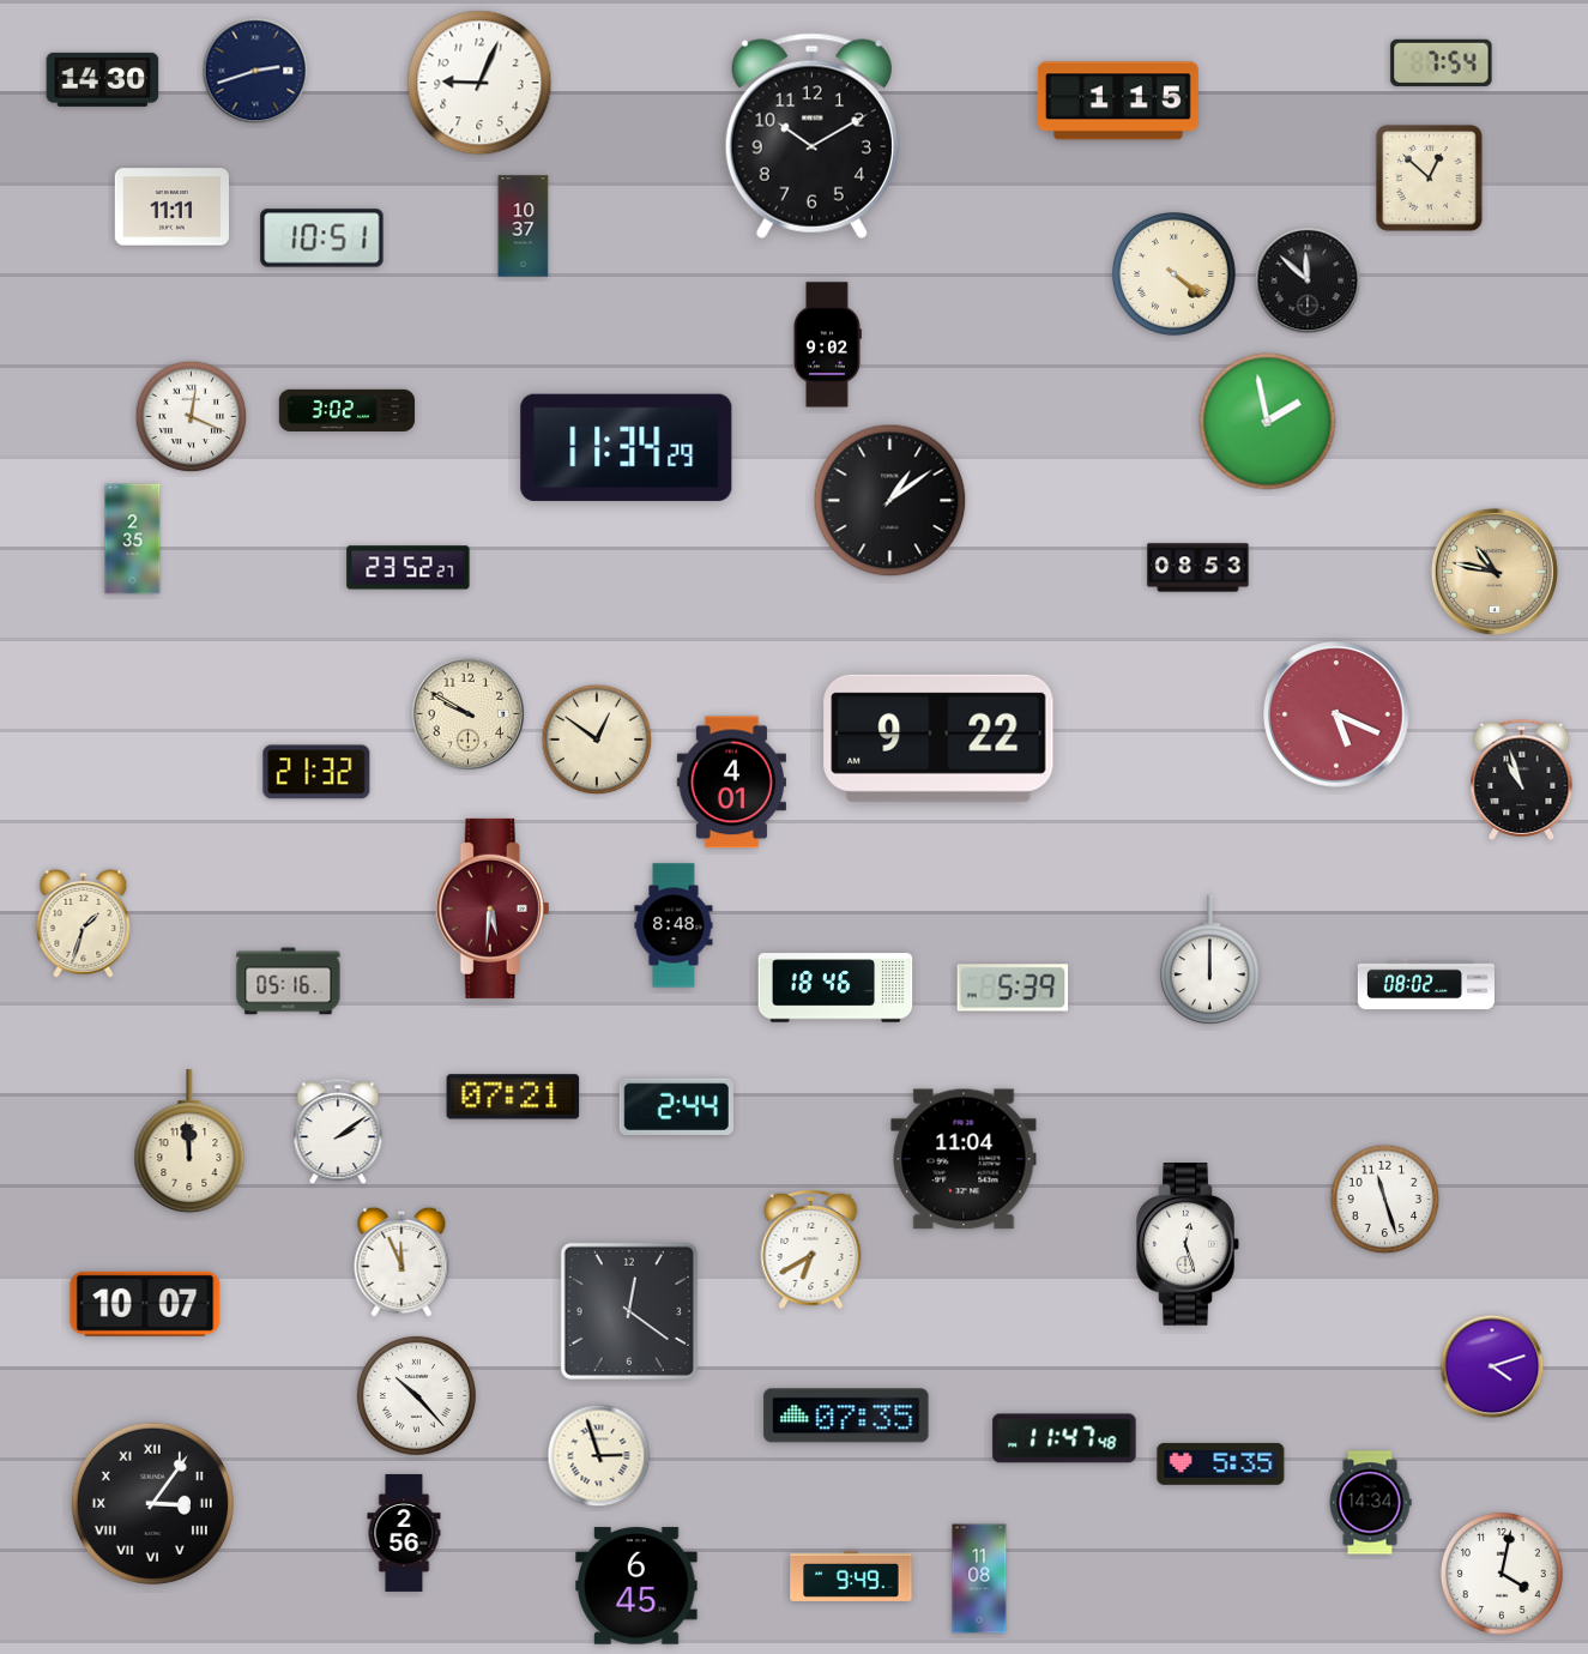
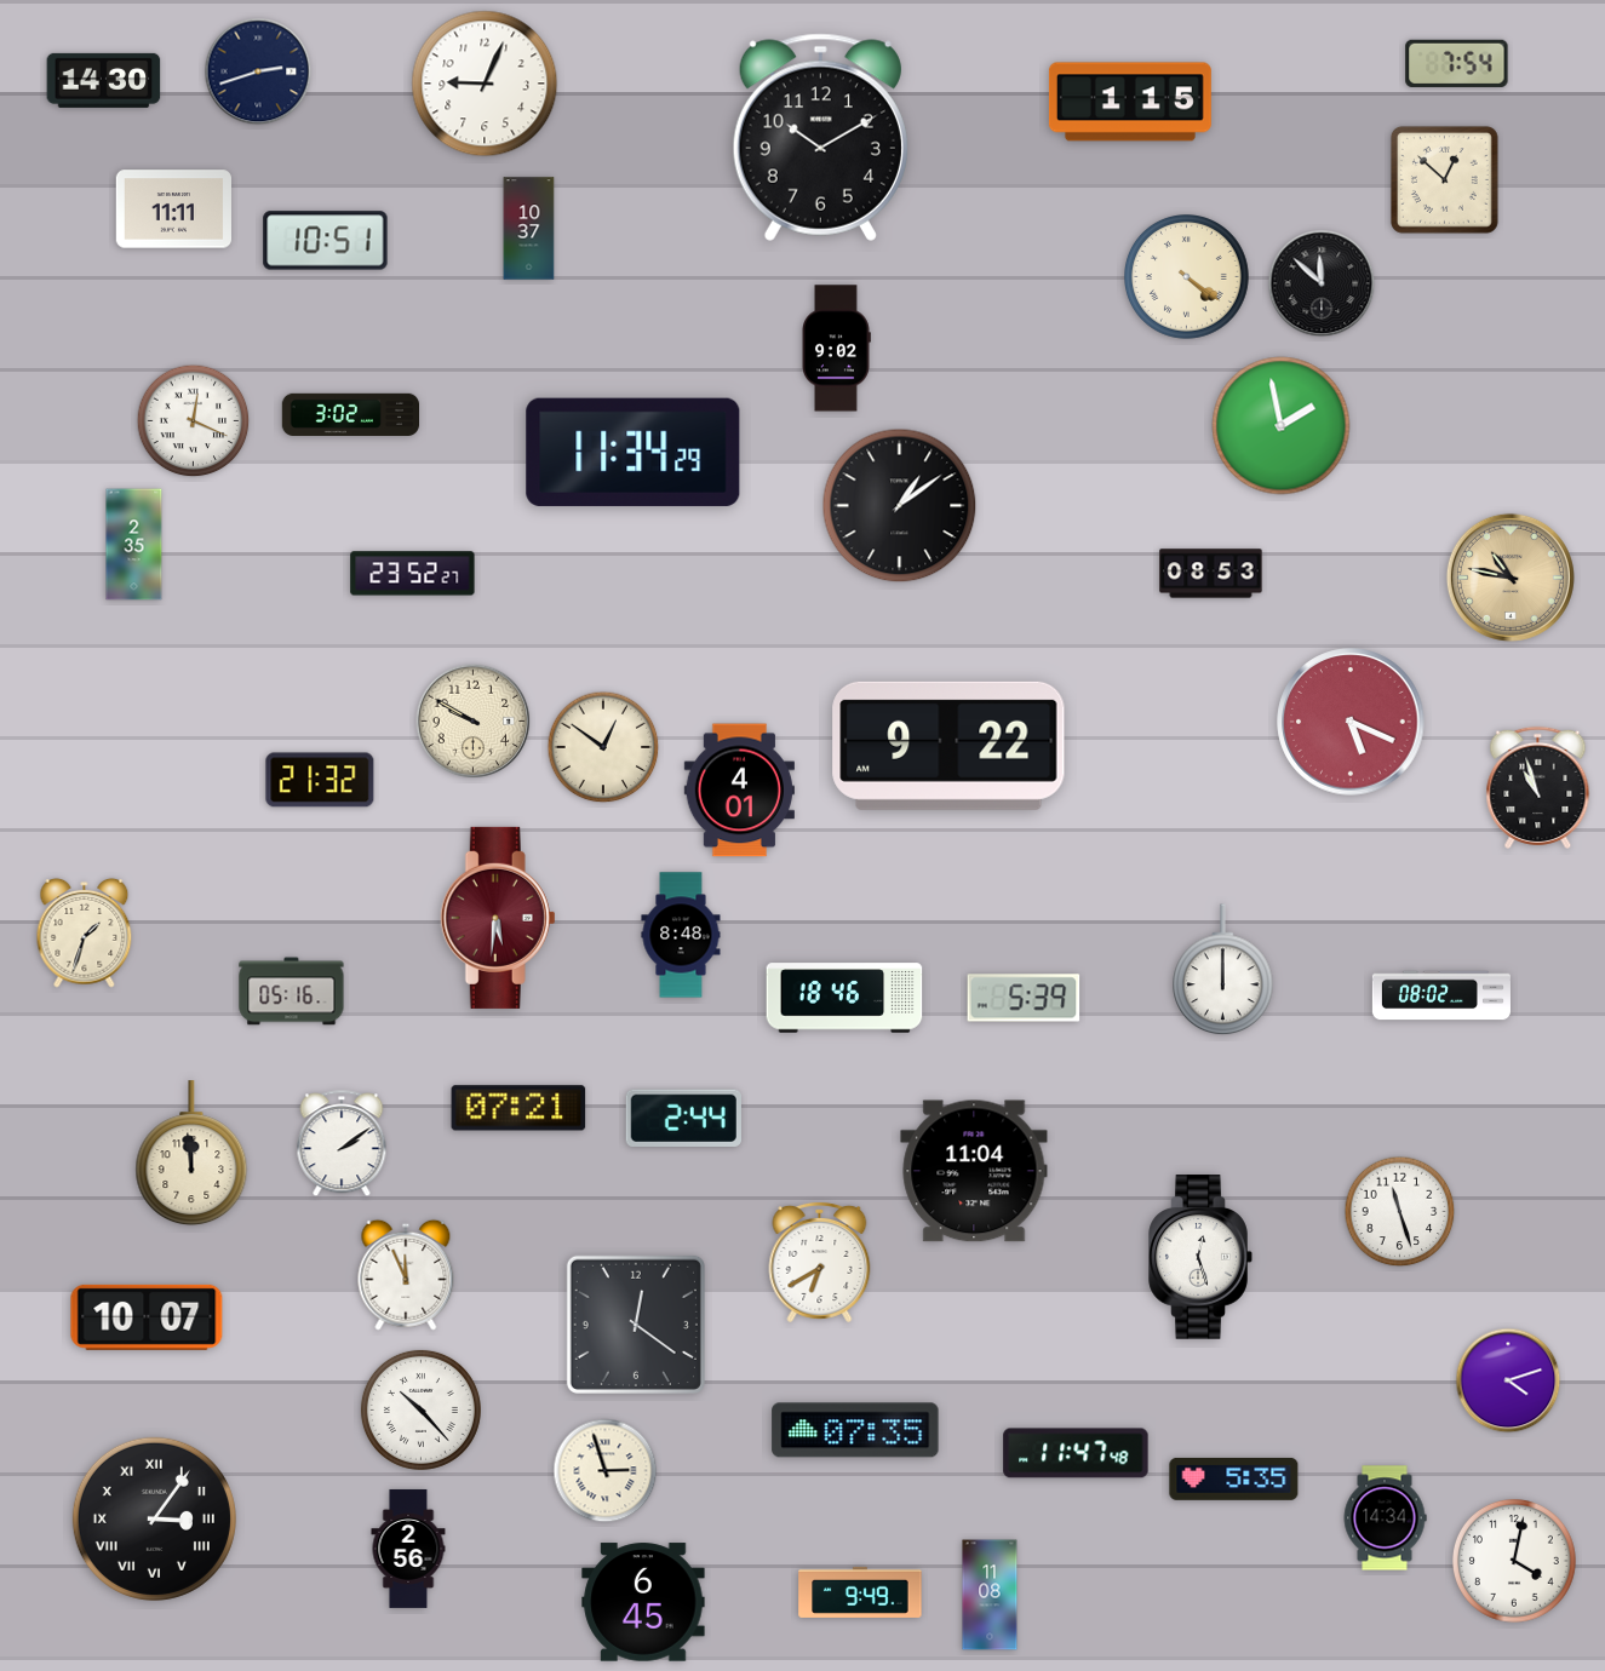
clock at (1502, 1574) position: (1502, 1574) -> (1514, 1561)
